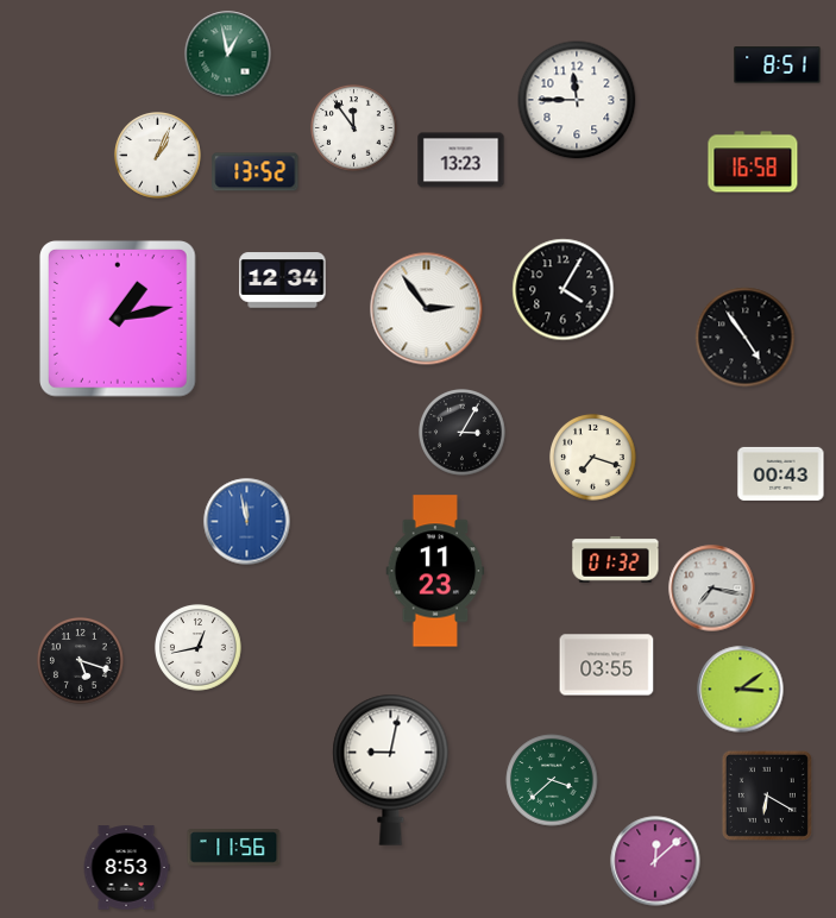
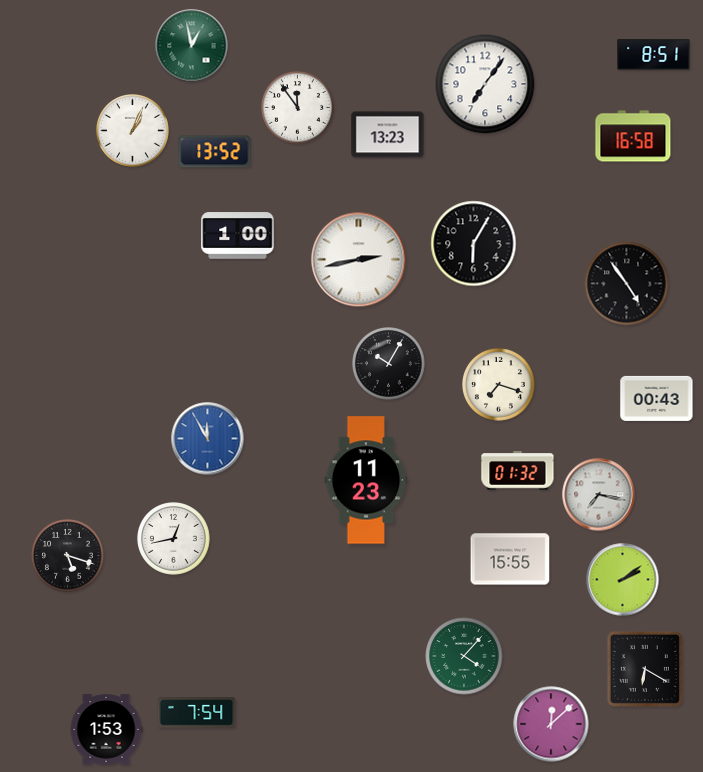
clock at (577, 100): 11:45 -> 7:06
clock at (256, 172) position: (256, 172) -> (215, 152)
clock at (283, 281): 12:34 -> 1:00
clock at (564, 290): 4:05 -> 6:05
clock at (427, 309): 2:54 -> 2:43
clock at (119, 320): 1:13 -> none
clock at (463, 433): 3:05 -> 10:05
clock at (247, 522): 11:58 -> 11:55
clock at (199, 648) position: (199, 648) -> (174, 539)
clock at (606, 665): 03:55 -> 15:55
clock at (741, 690): 3:09 -> 2:09
clock at (391, 769): 9:02 -> none
clock at (552, 780): 3:38 -> 4:07
clock at (234, 848): 11:56 -> 7:54
clock at (126, 868): 8:53 -> 1:53
